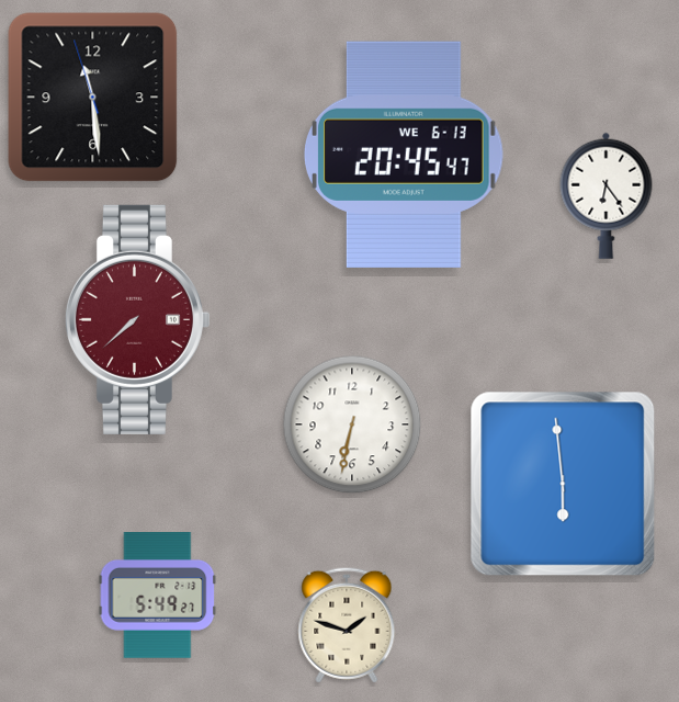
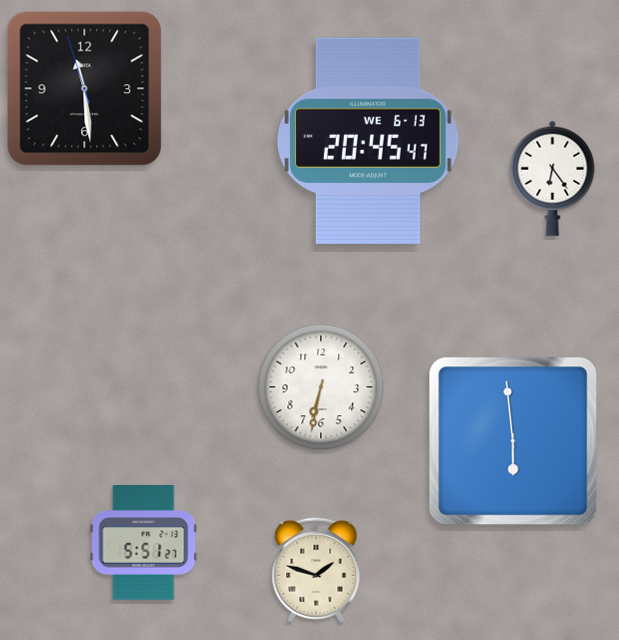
clock at (137, 319): 7:38 -> none
clock at (158, 596): 5:49 -> 5:51
